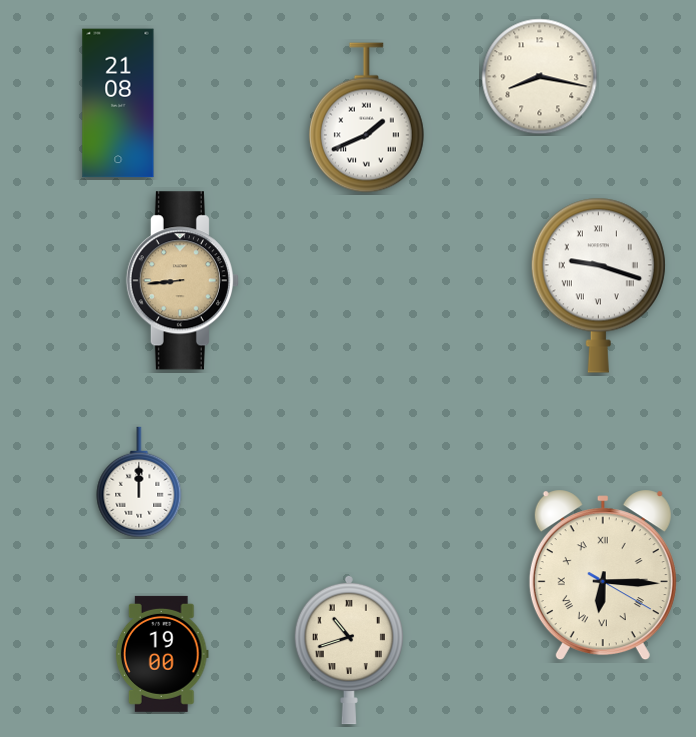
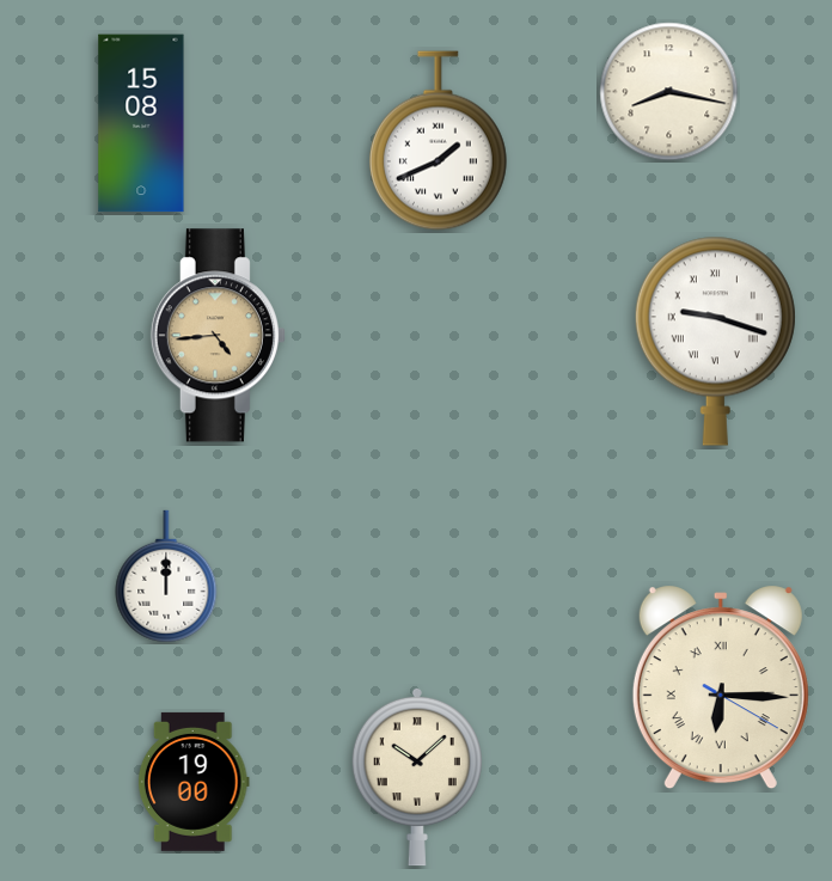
clock at (540, 77) position: (540, 77) -> (669, 92)
clock at (118, 103): 21:08 -> 15:08
clock at (182, 281): 8:44 -> 4:44
clock at (349, 650): 10:42 -> 10:08
